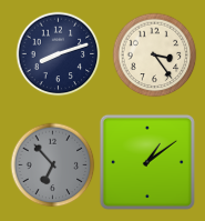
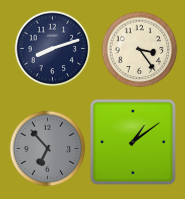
clock at (147, 162) position: (147, 162) -> (133, 142)
